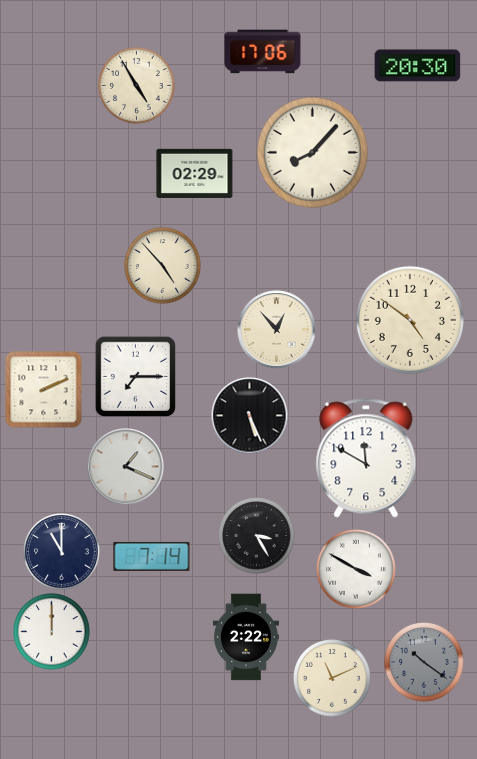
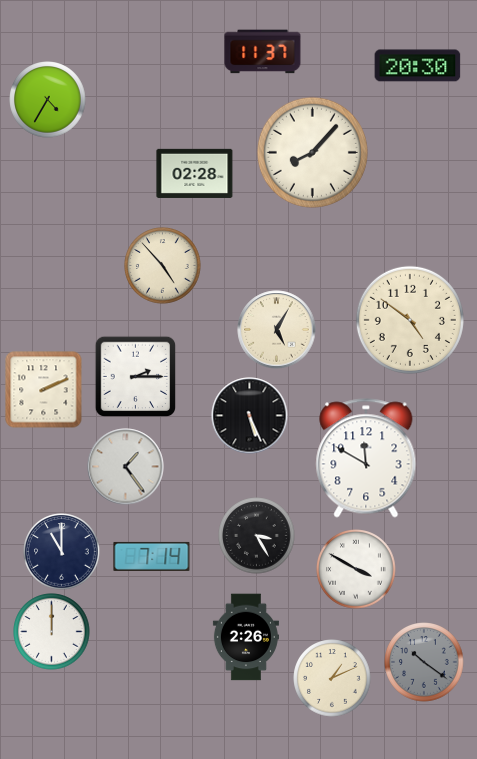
clock at (263, 52): 17:06 -> 11:37
clock at (137, 86): 4:55 -> none
clock at (48, 100): none -> 4:35
clock at (195, 173): 02:29 -> 02:28
clock at (277, 330): 12:53 -> 5:05
clock at (135, 376): 7:15 -> 2:15
clock at (126, 467): 1:19 -> 1:24
clock at (246, 637): 2:22 -> 2:26
clock at (332, 678): 11:11 -> 1:11
